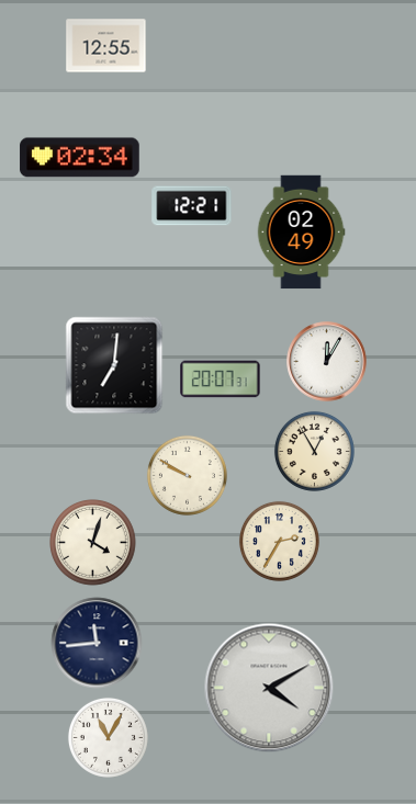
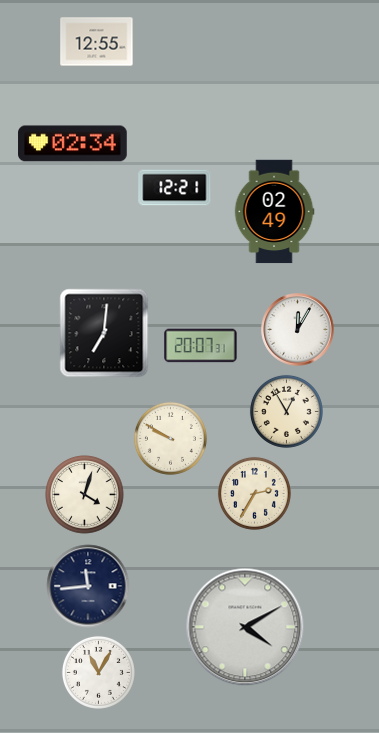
clock at (187, 475) position: (187, 475) -> (170, 438)
